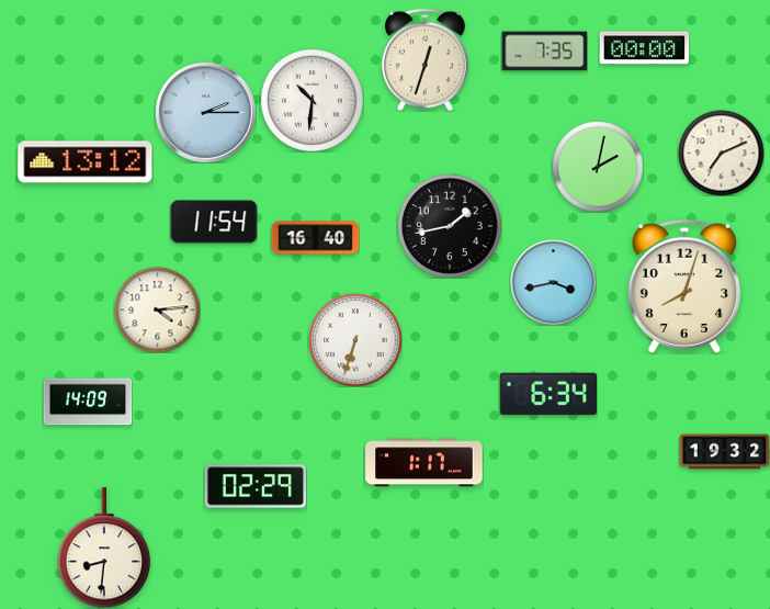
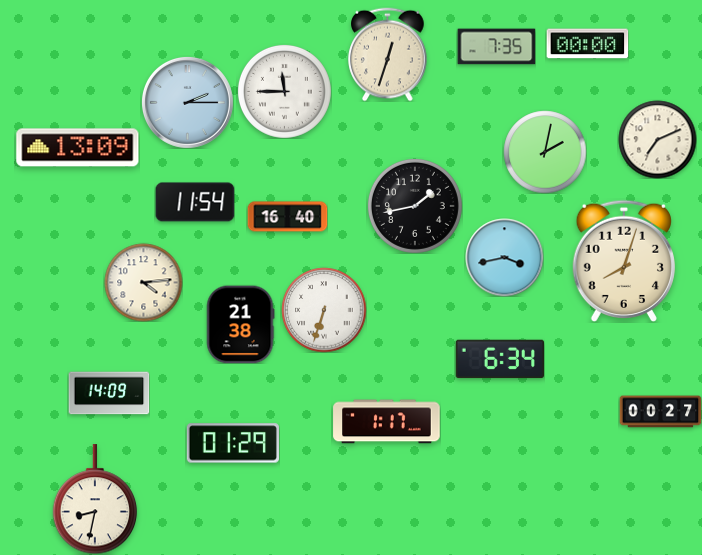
clock at (312, 100): 10:31 -> 11:45
clock at (86, 162): 13:12 -> 13:09
clock at (450, 226) position: (450, 226) -> (415, 206)
clock at (240, 324): none -> 21:38
clock at (88, 402) position: (88, 402) -> (109, 393)
clock at (724, 452): 19:32 -> 00:27
clock at (256, 486): 02:29 -> 01:29
clock at (104, 548): 8:31 -> 8:32
